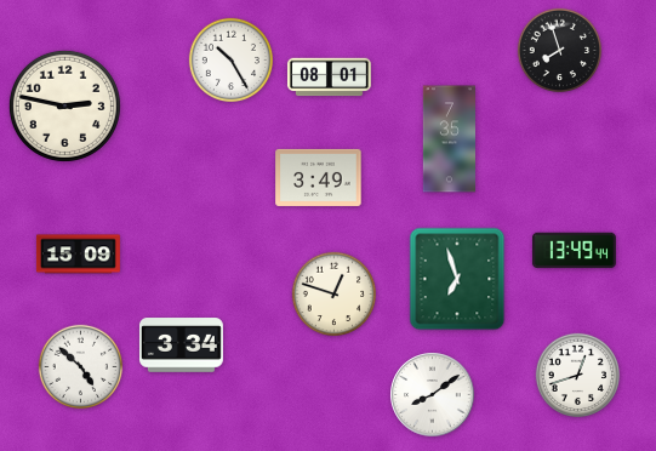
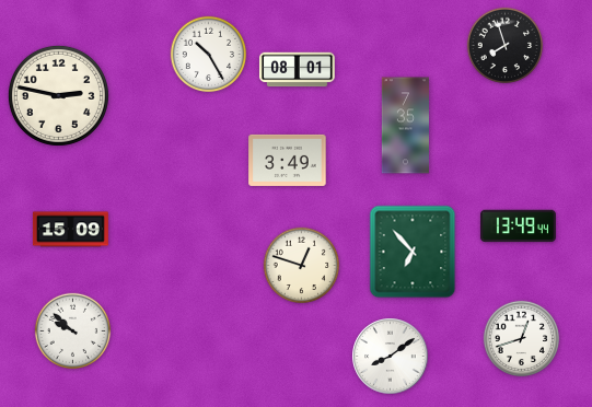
clock at (457, 279): 6:57 -> 6:53
clock at (181, 346): 3:34 -> none
clock at (81, 367): 4:52 -> 9:52
